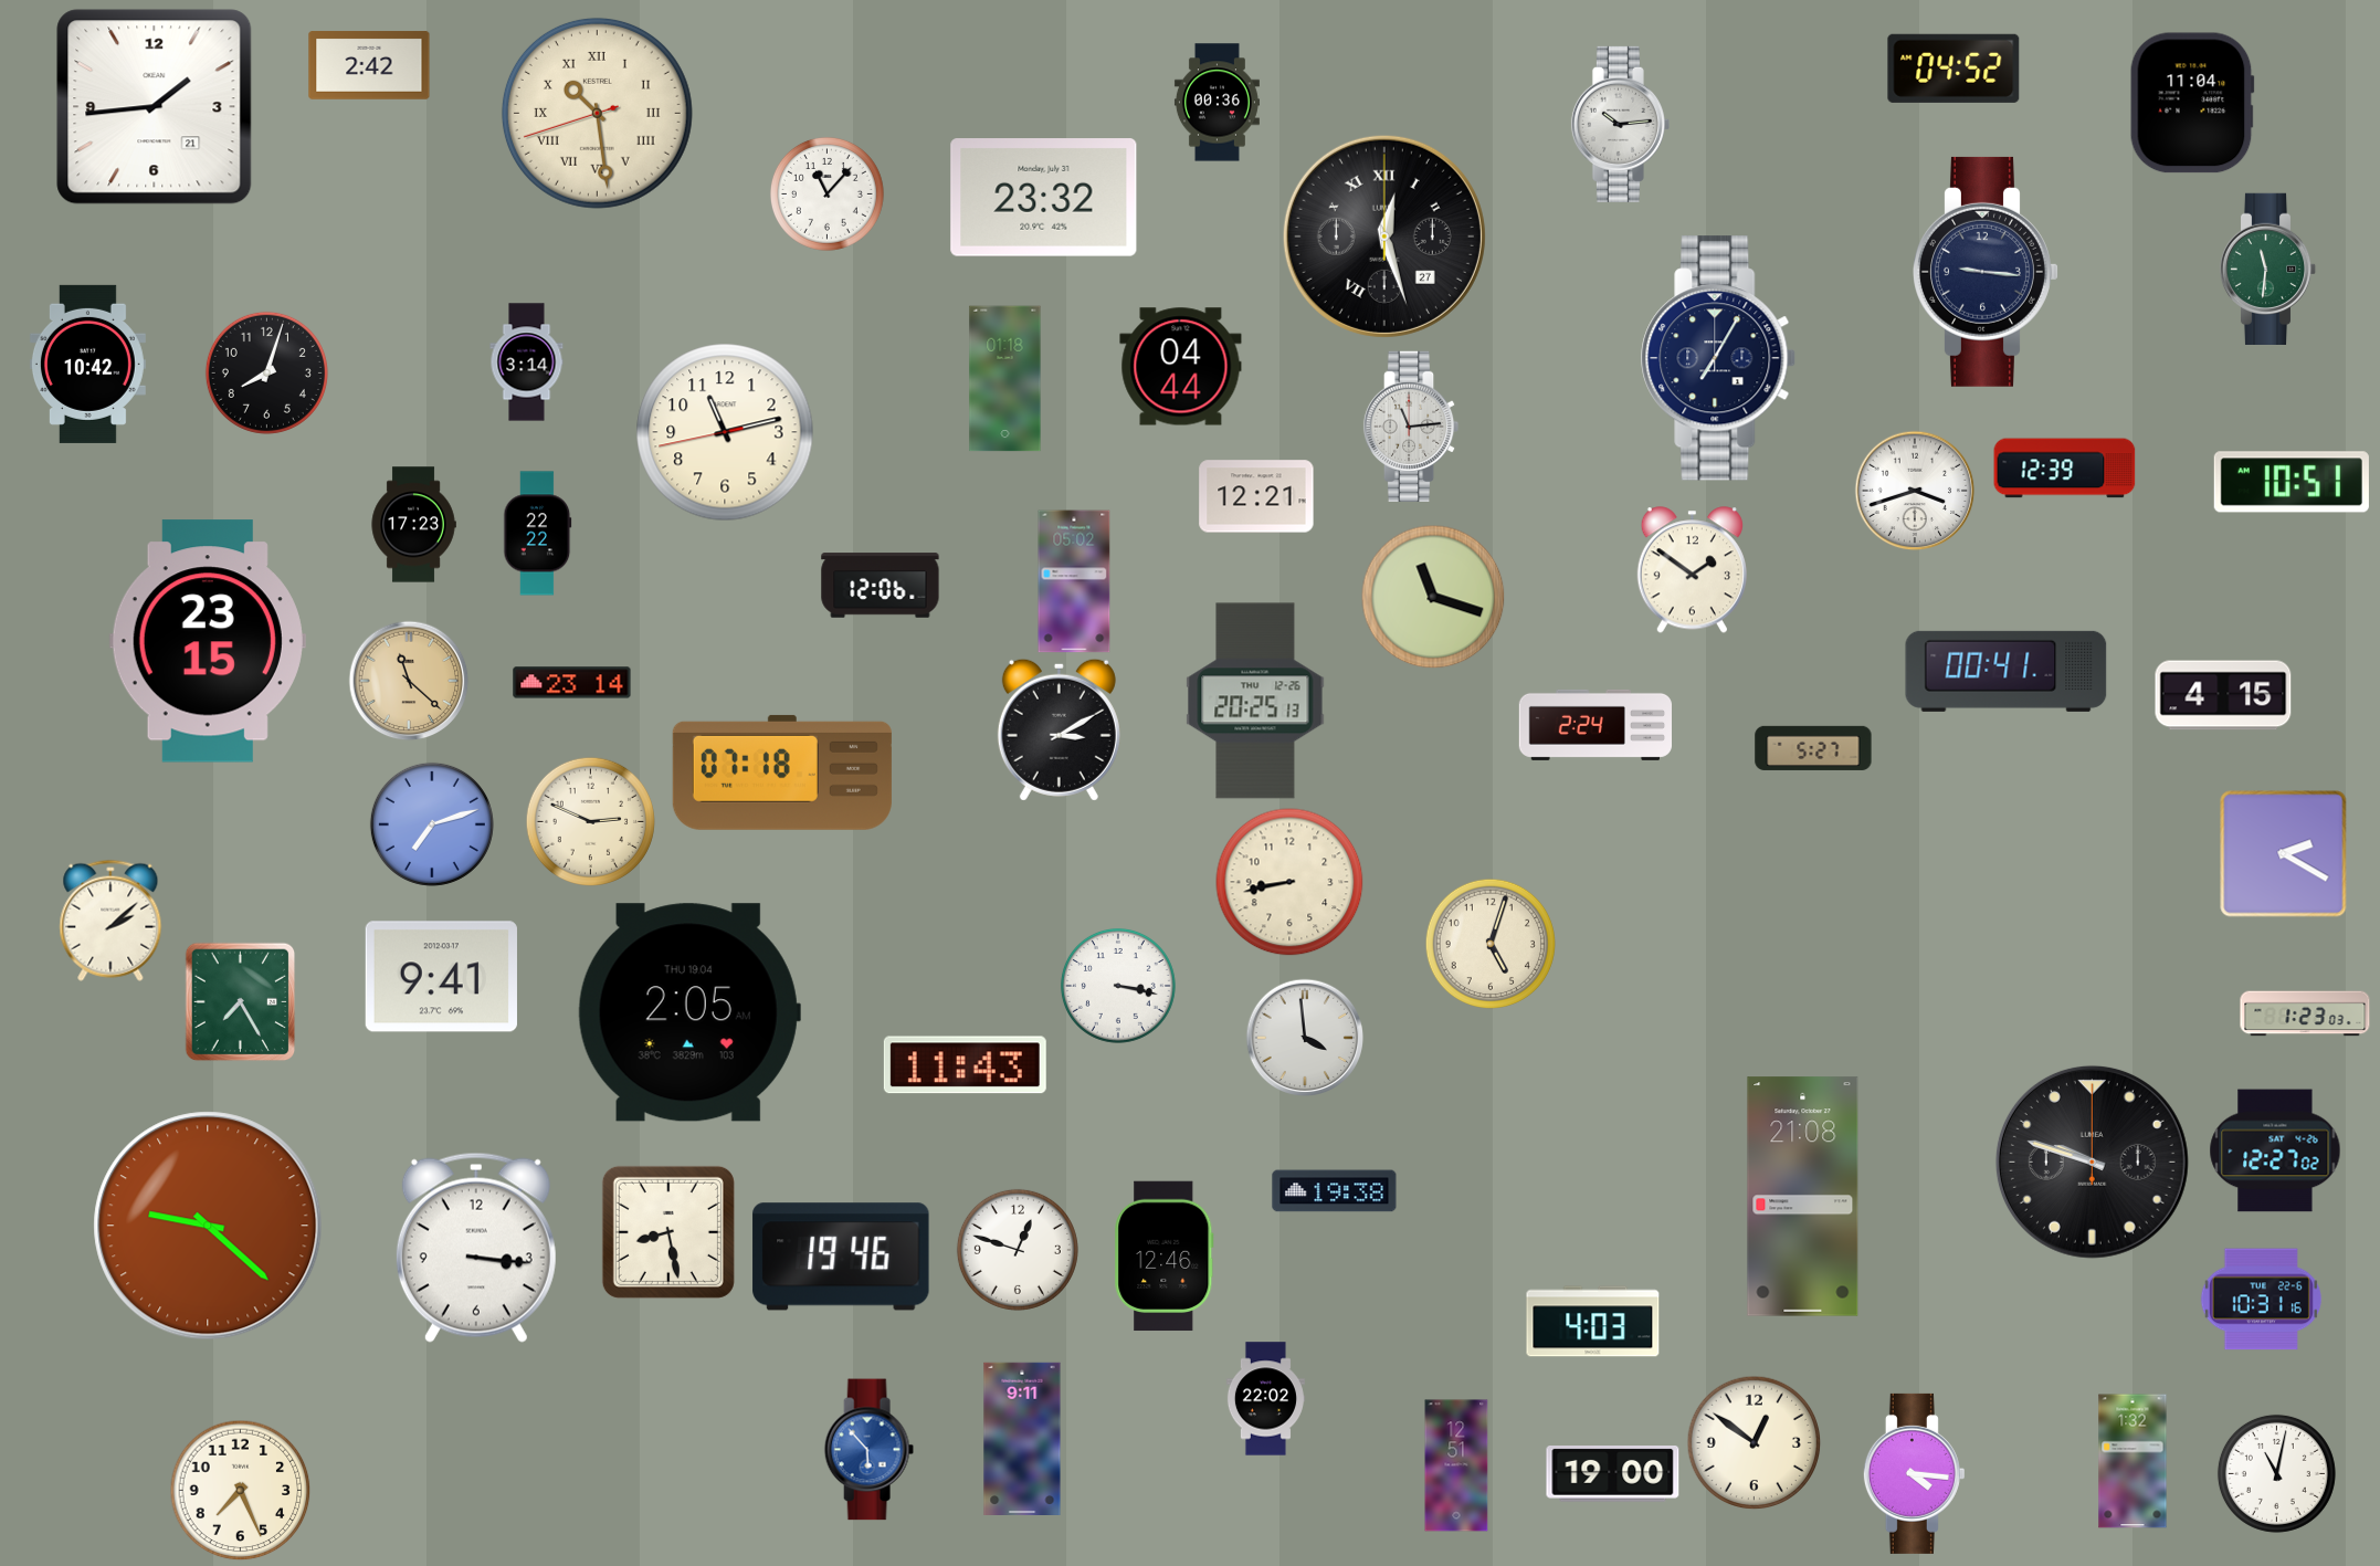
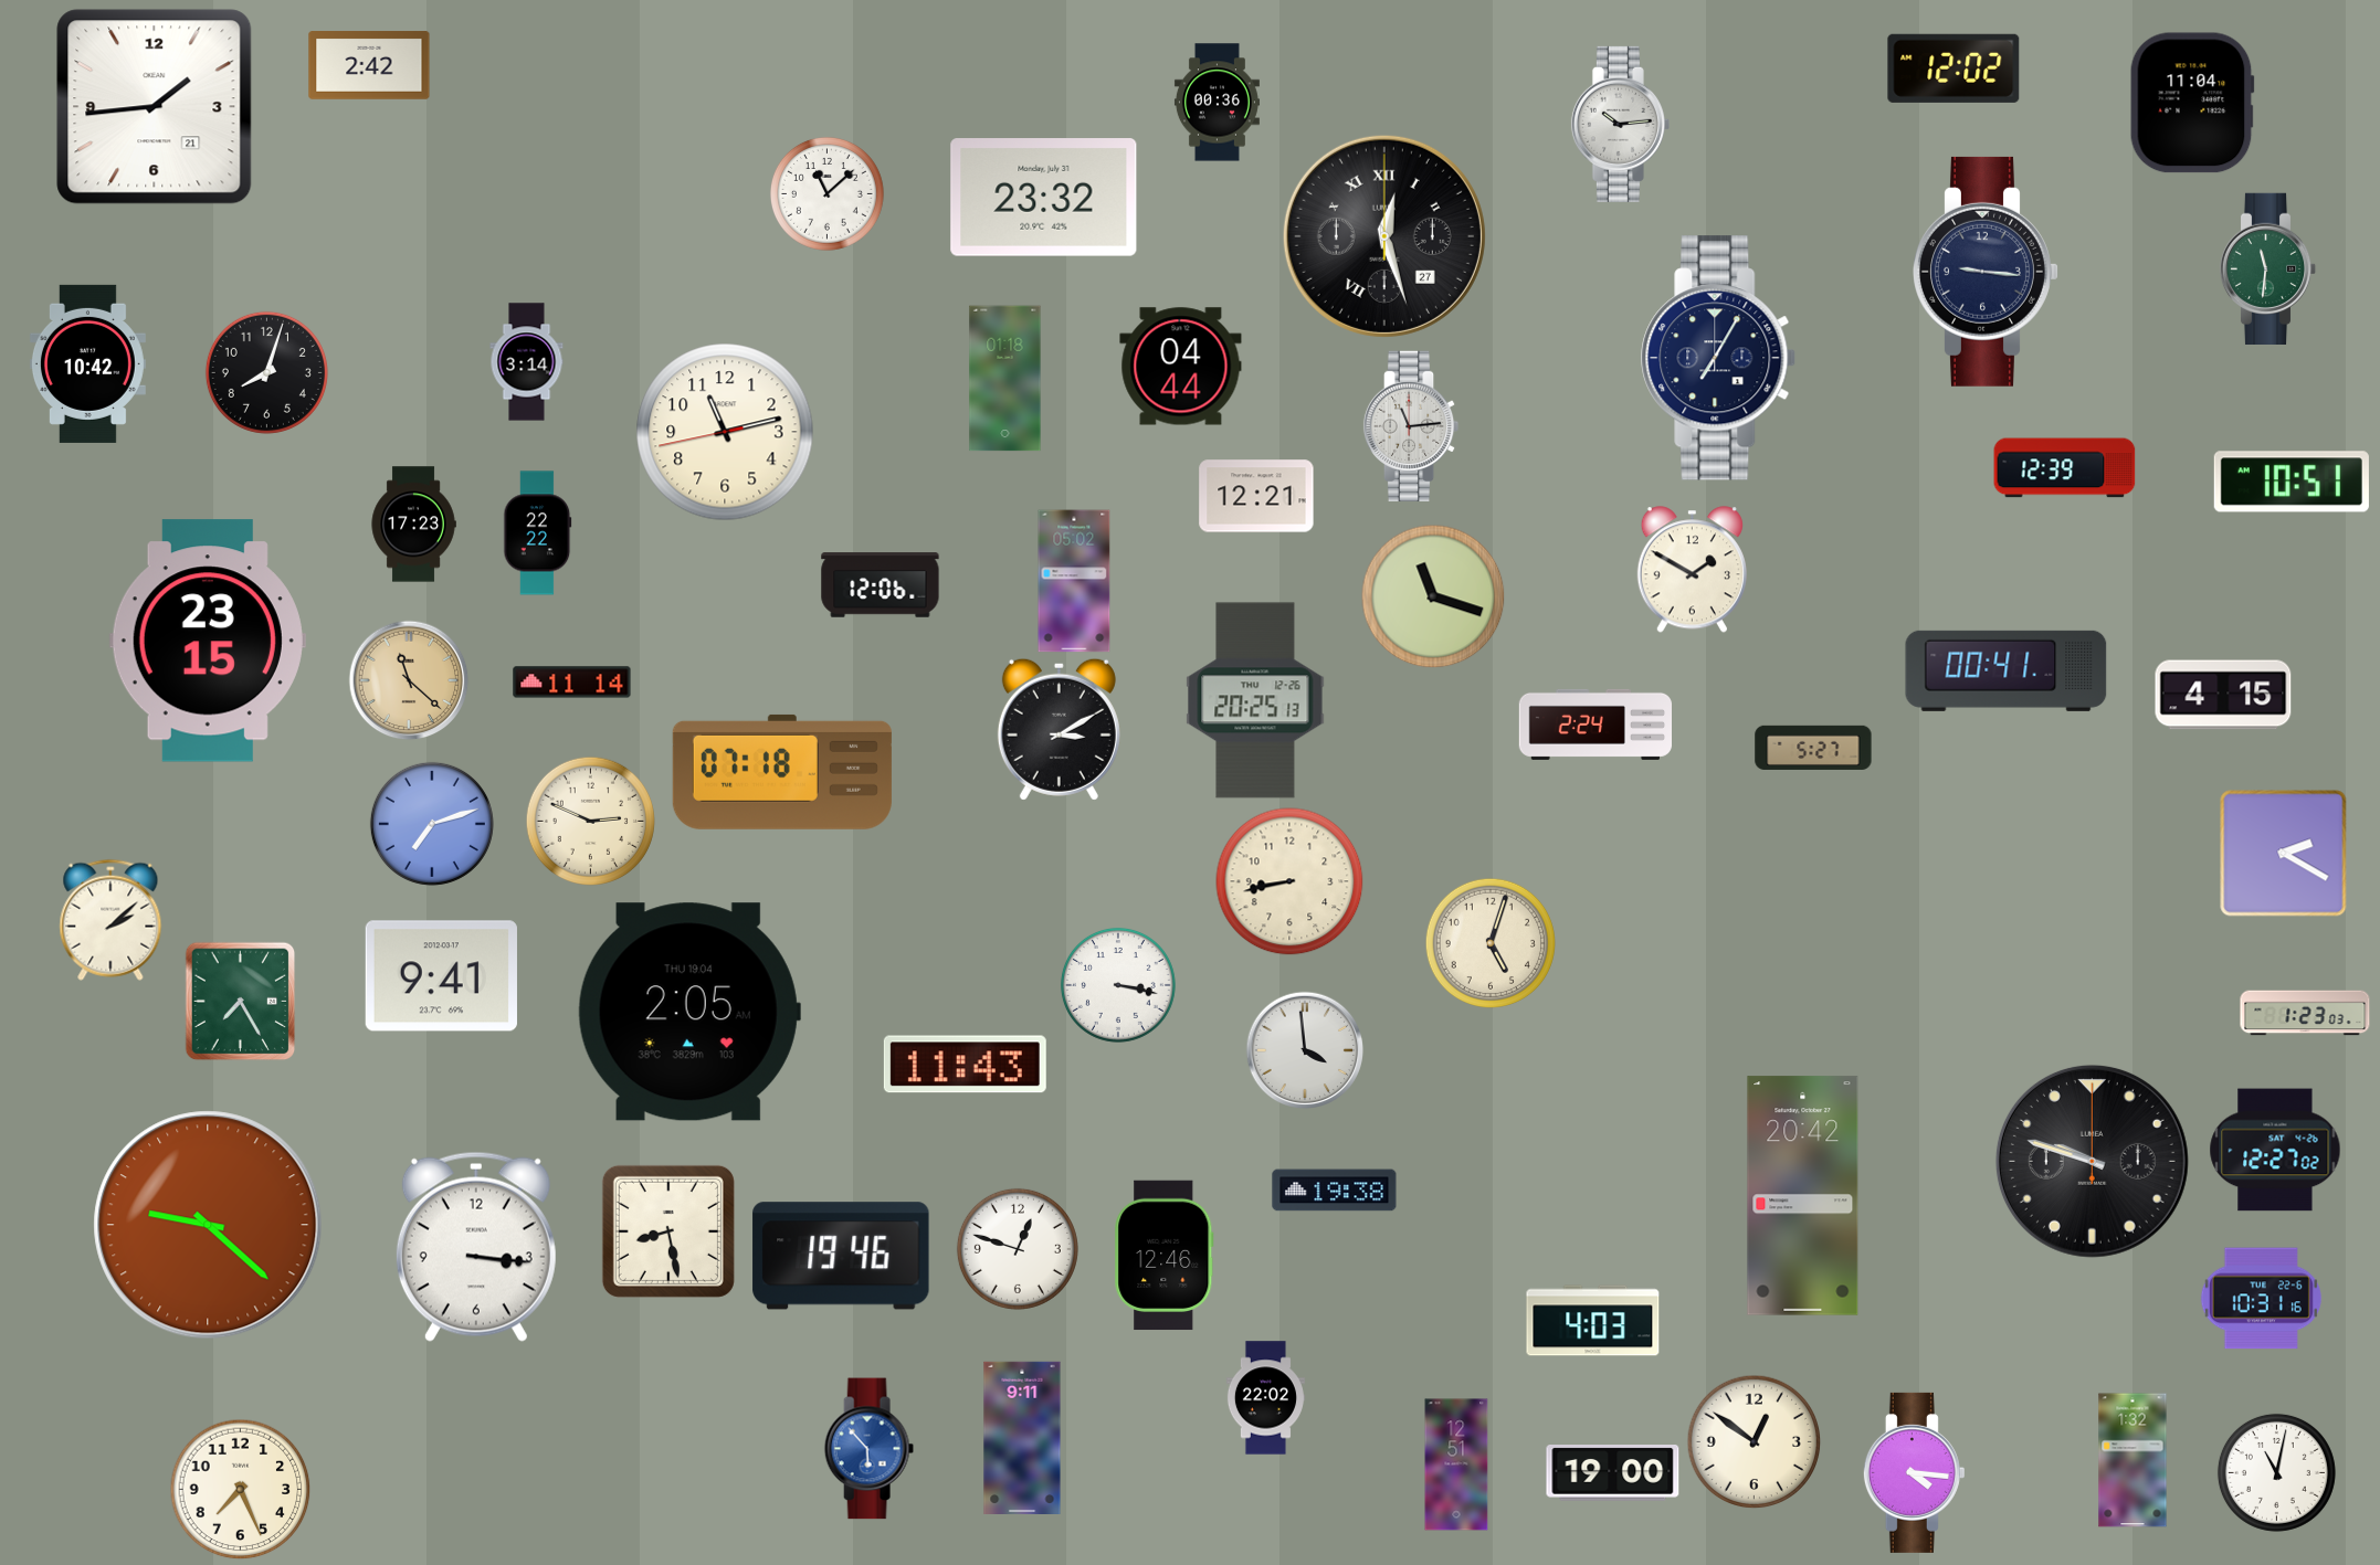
clock at (1954, 69): 04:52 -> 12:02
clock at (597, 113): 10:28 -> none
clock at (826, 193): 11:07 -> 11:08
clock at (1915, 491): 3:42 -> none
clock at (1692, 570): 1:51 -> 1:50
clock at (572, 683): 23:14 -> 11:14
clock at (1305, 1038) position: (1305, 1038) -> (1305, 1050)
clock at (1803, 1197): 21:08 -> 20:42
